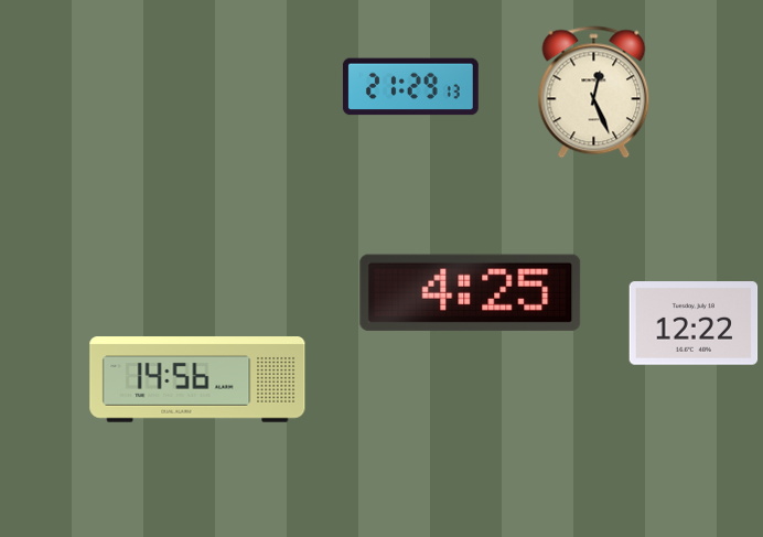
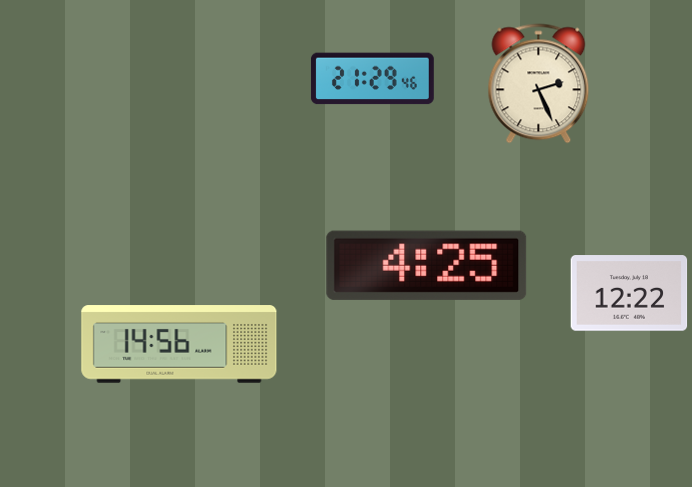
clock at (410, 87): 21:29:13 -> 21:29:46
clock at (594, 93): 12:26 -> 2:26
